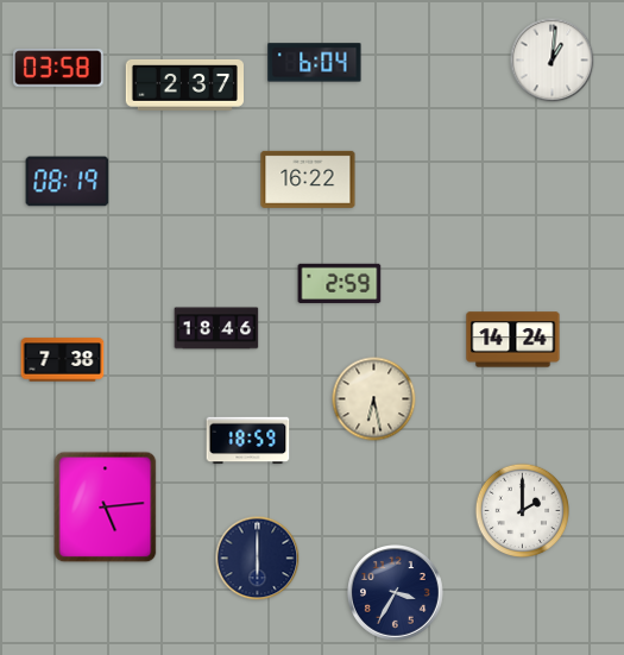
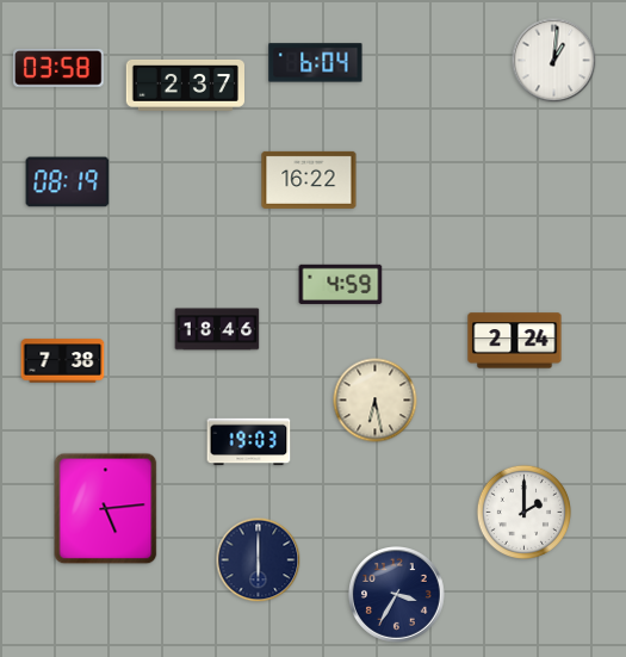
clock at (340, 283): 2:59 -> 4:59
clock at (513, 340): 14:24 -> 2:24
clock at (248, 441): 18:59 -> 19:03
